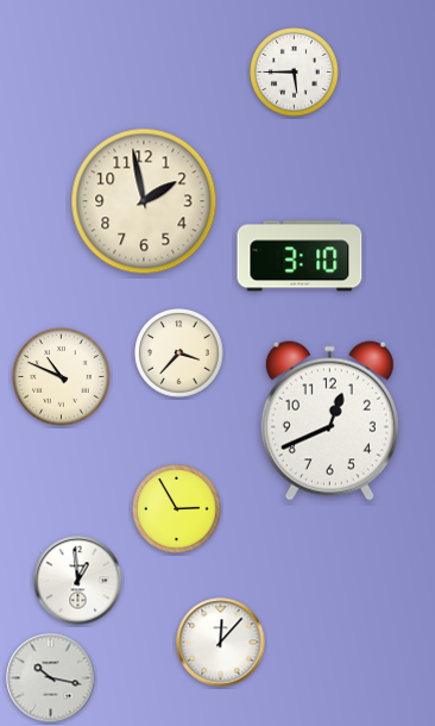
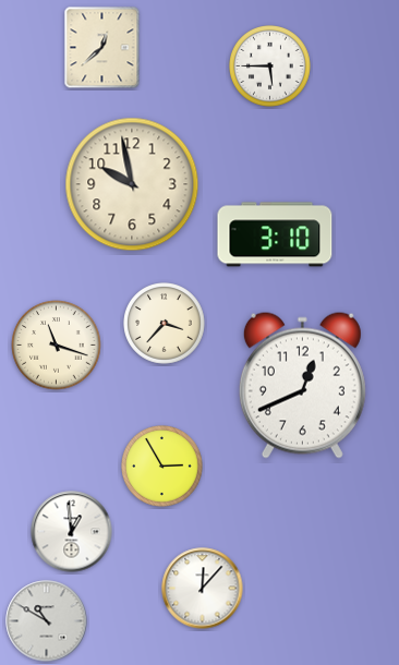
clock at (102, 48): none -> 12:38
clock at (144, 201): 1:58 -> 9:58
clock at (62, 377): 10:49 -> 11:18
clock at (51, 678): 10:17 -> 10:50
